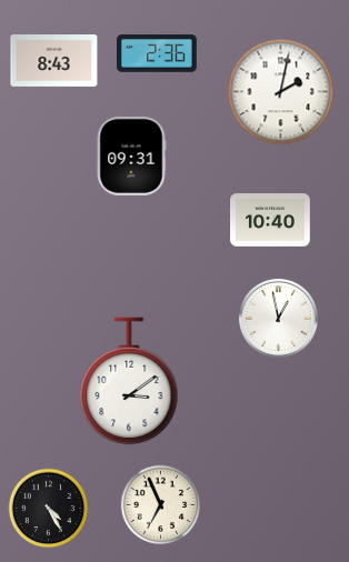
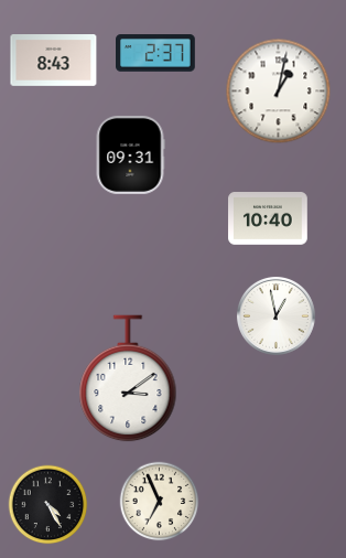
clock at (157, 53): 2:36 -> 2:37
clock at (281, 92): 2:02 -> 1:02
